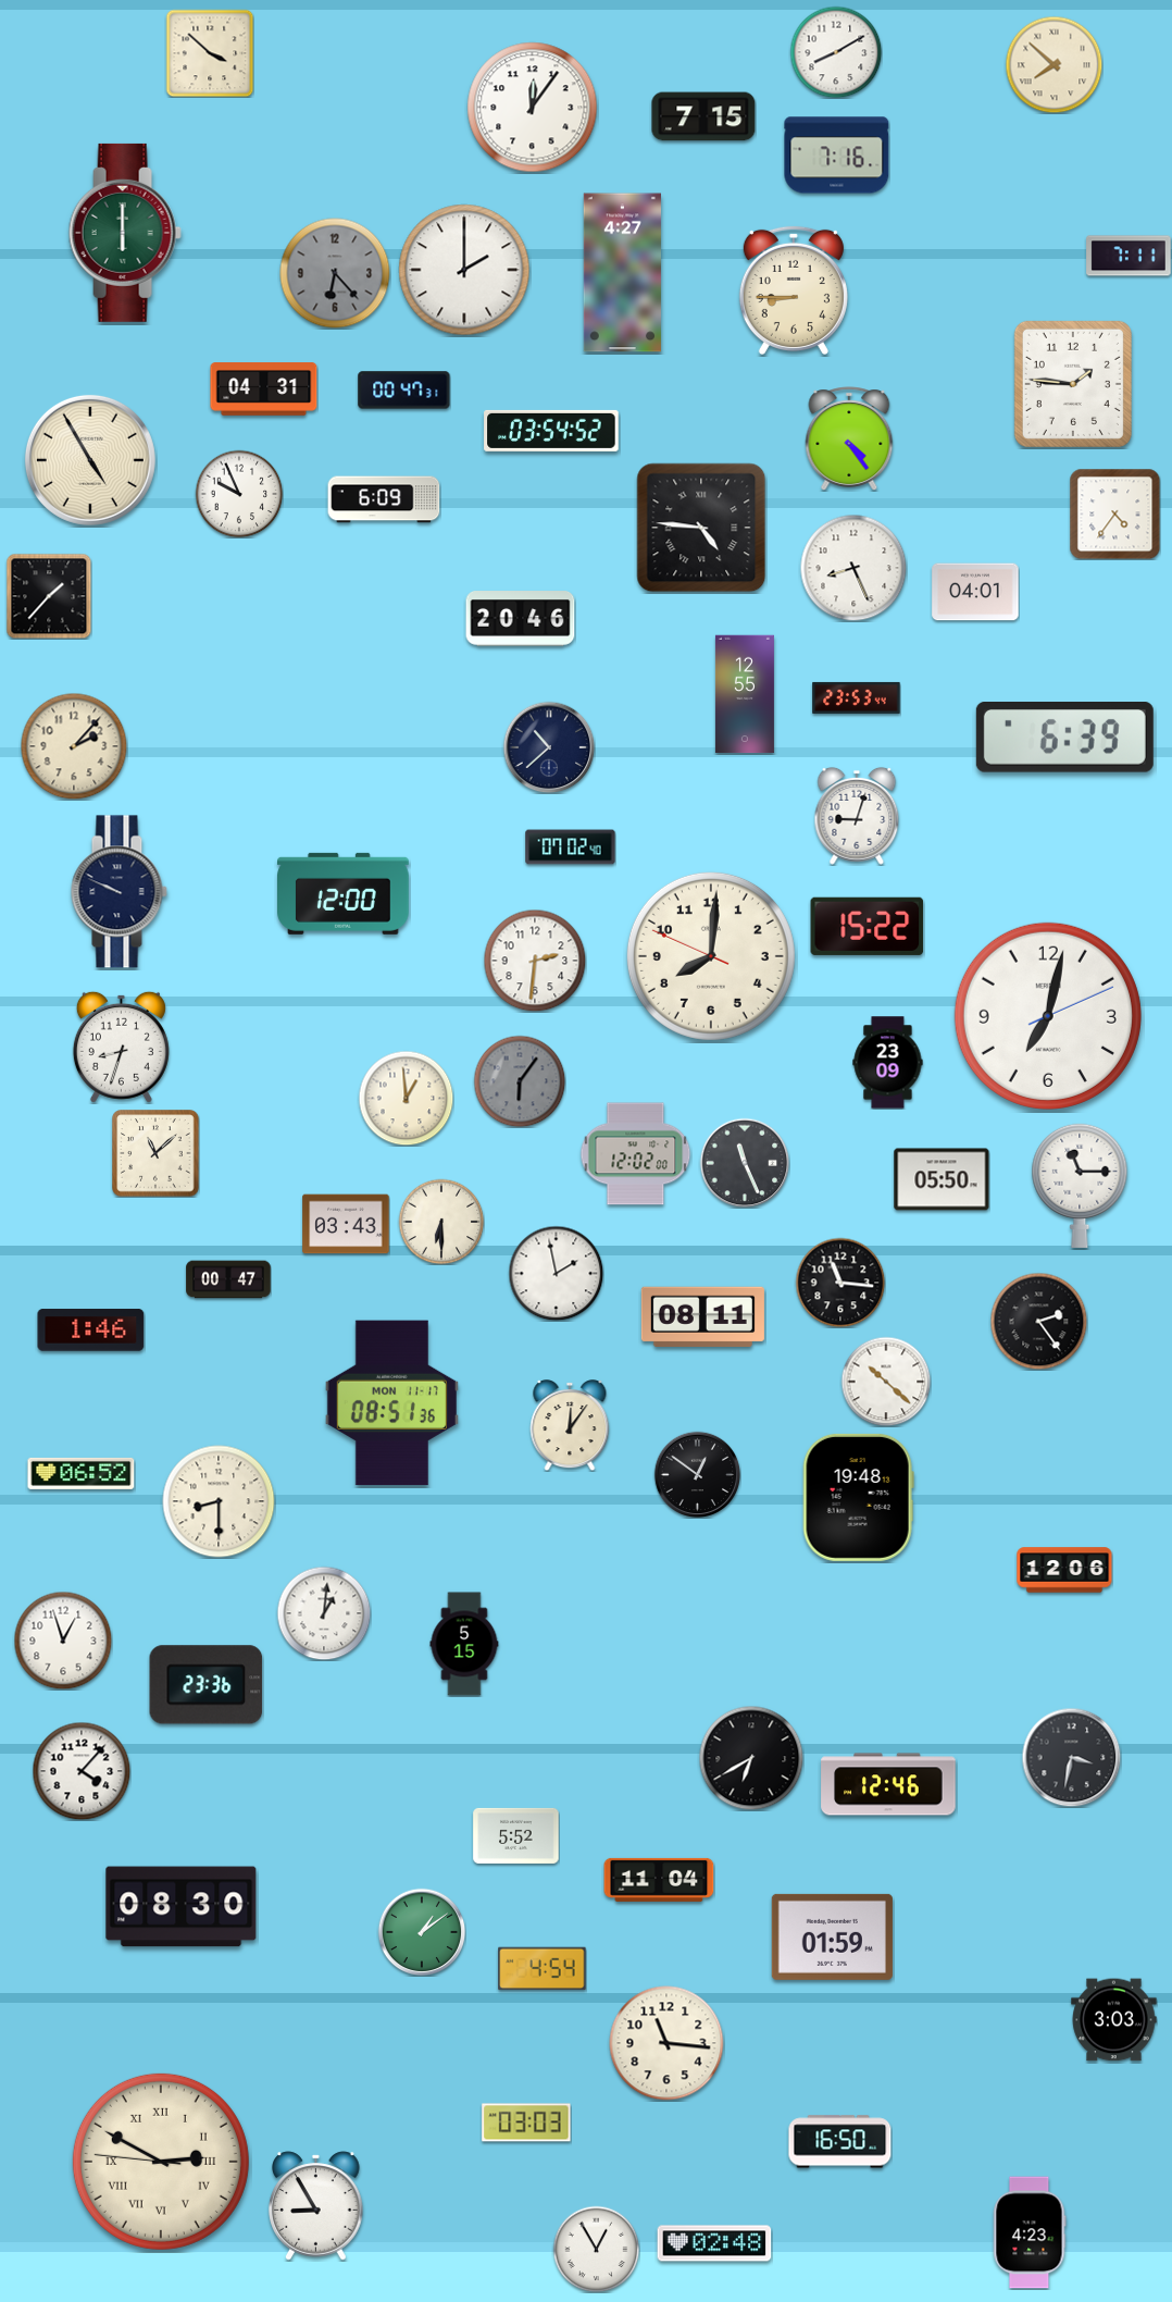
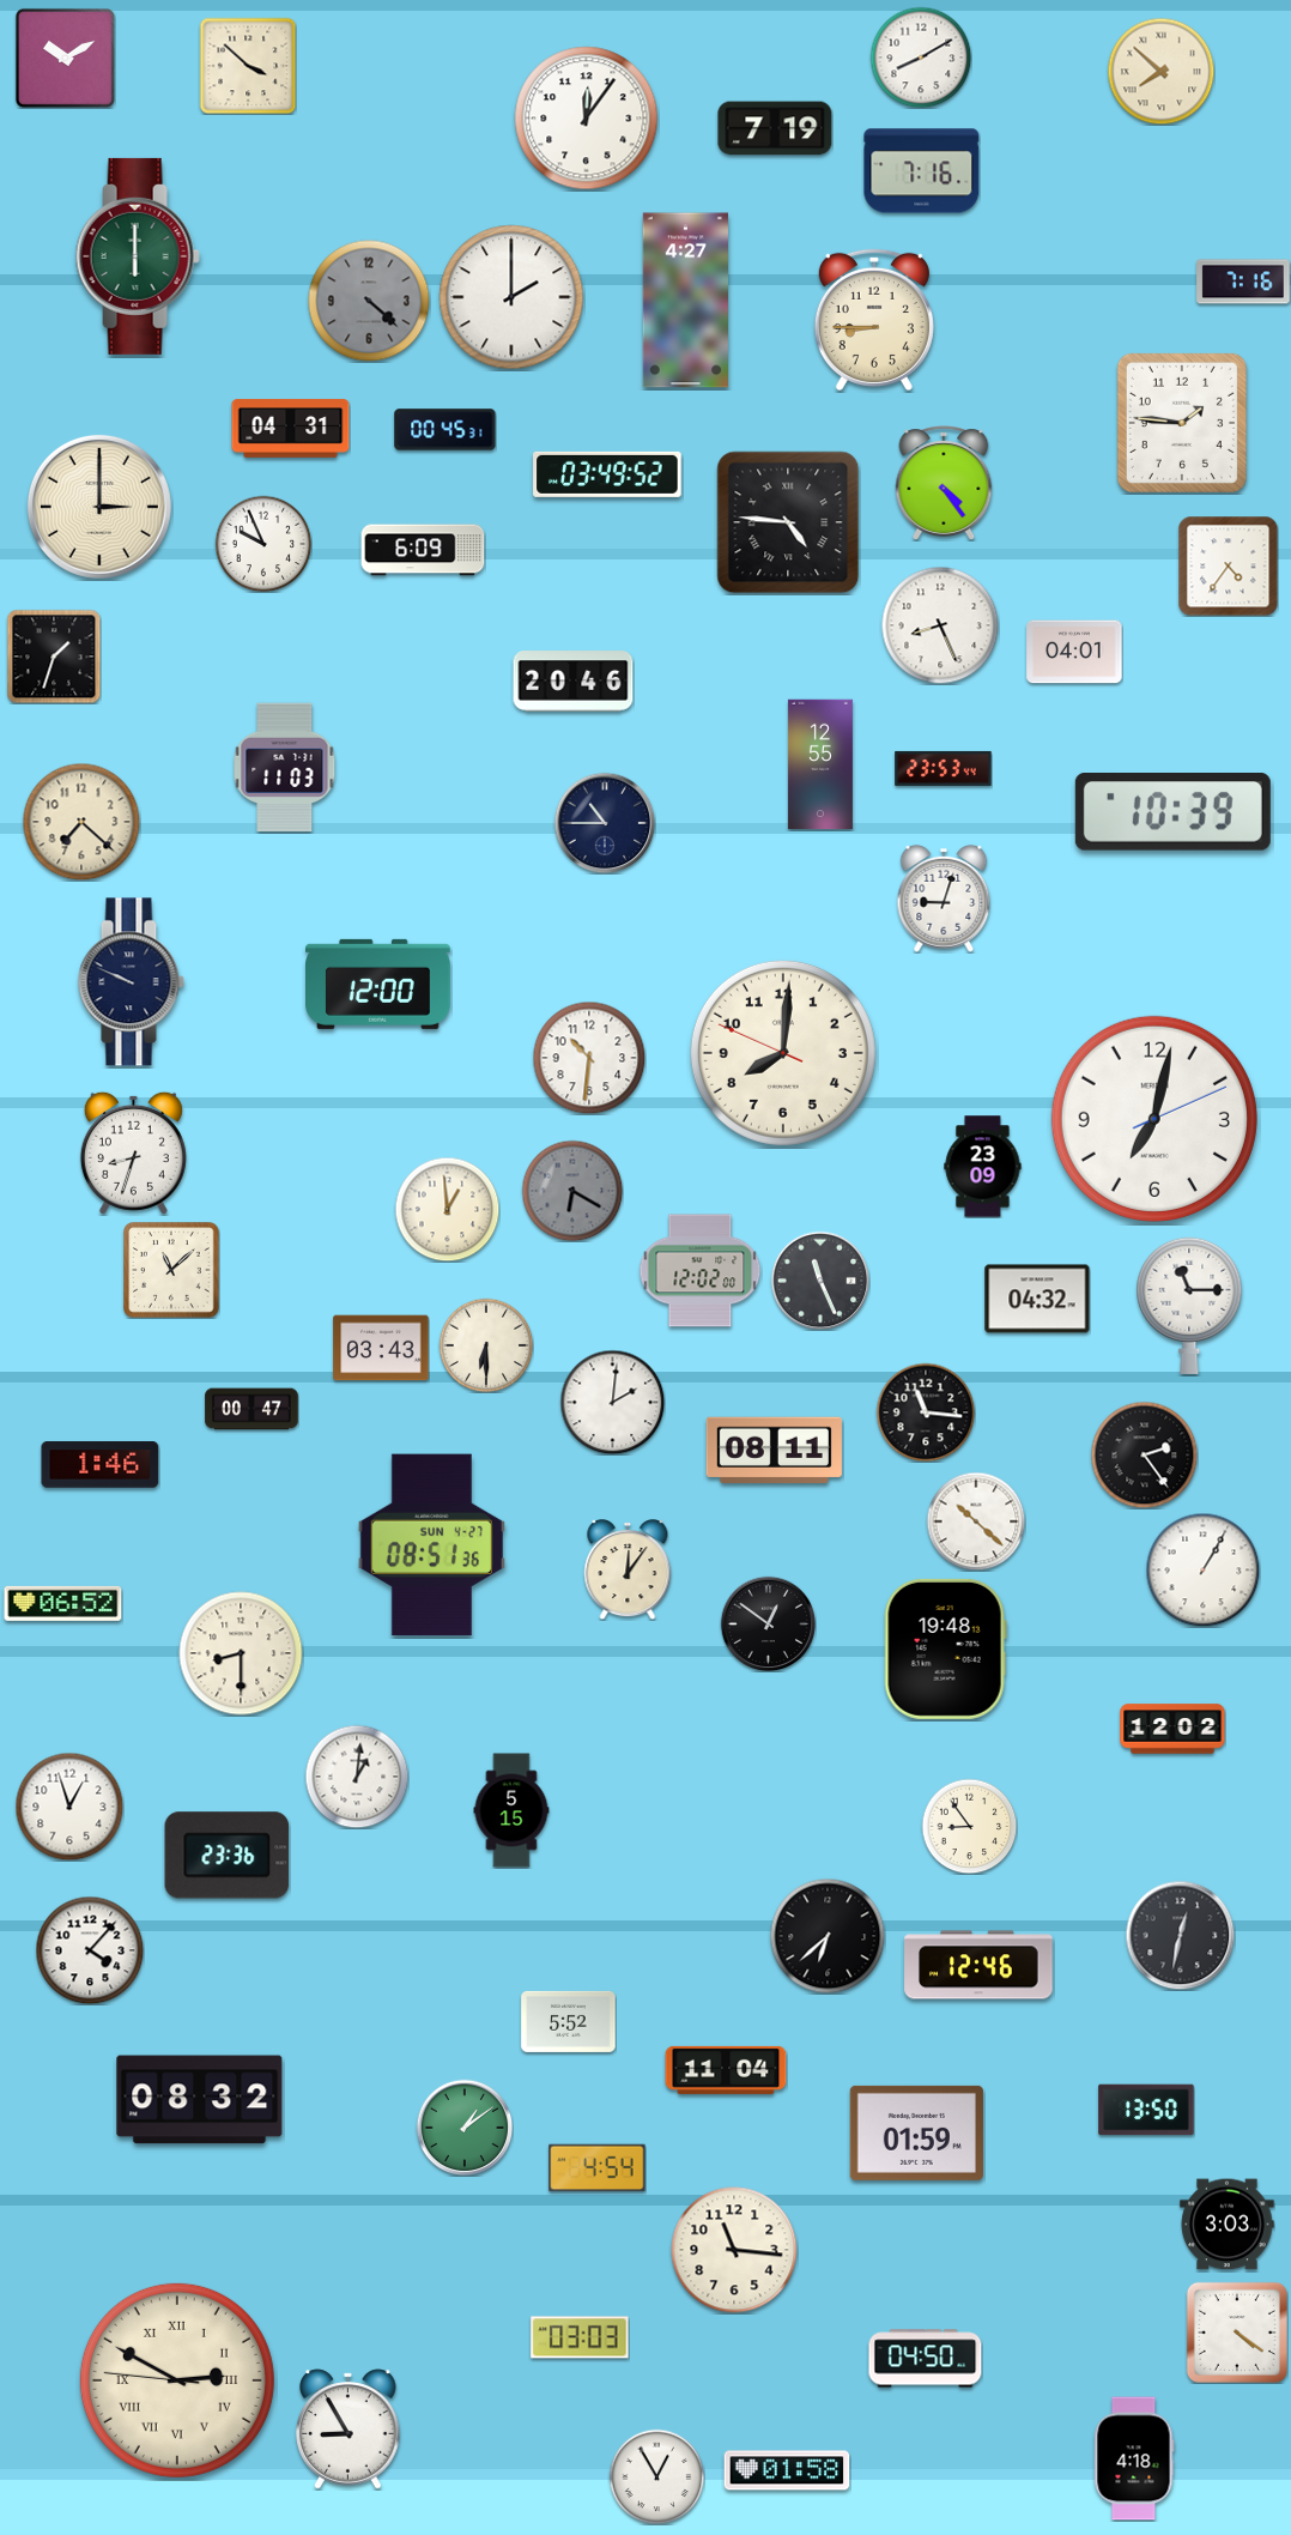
clock at (65, 58): none -> 10:10
clock at (210, 53) position: (210, 53) -> (248, 66)
clock at (703, 116): 7:15 -> 7:19
clock at (1129, 256): 7:11 -> 7:16
clock at (335, 273): 6:23 -> 4:22
clock at (404, 391): 00:47 -> 00:45
clock at (551, 431): 03:54 -> 03:49
clock at (849, 438) position: (849, 438) -> (944, 483)
clock at (90, 460): 4:55 -> 3:00
clock at (701, 528) position: (701, 528) -> (788, 522)
clock at (49, 596): 1:37 -> 1:33
clock at (285, 768): none -> 11:03
clock at (1064, 738): 6:39 -> 10:39
clock at (74, 746): 2:07 -> 7:22
clock at (549, 747): 10:38 -> 10:45
clock at (571, 847): 07:02 -> none
clock at (868, 926): 15:22 -> none
clock at (535, 961): 2:31 -> 10:31
clock at (888, 1063) position: (888, 1063) -> (983, 1167)
clock at (520, 1081): 6:06 -> 6:20
clock at (942, 1179): 05:50 -> 04:32
clock at (556, 1273): 1:58 -> 2:01
clock at (391, 1403) date: MON 11-17 -> SUN 4-27
clock at (1202, 1569): none -> 1:05
clock at (82, 1473) position: (82, 1473) -> (63, 1603)
clock at (1064, 1570): 12:06 -> 12:02
clock at (969, 1826): none -> 8:54
clock at (1071, 1757): 3:32 -> 12:32
clock at (751, 1758): 6:40 -> 6:38
clock at (182, 1907): 08:30 -> 08:32
clock at (1146, 2110): none -> 13:50
clock at (1237, 2333): none -> 4:21
clock at (840, 2142): 16:50 -> 04:50
clock at (1030, 2232): 4:23 -> 4:18
clock at (714, 2243): 02:48 -> 01:58
